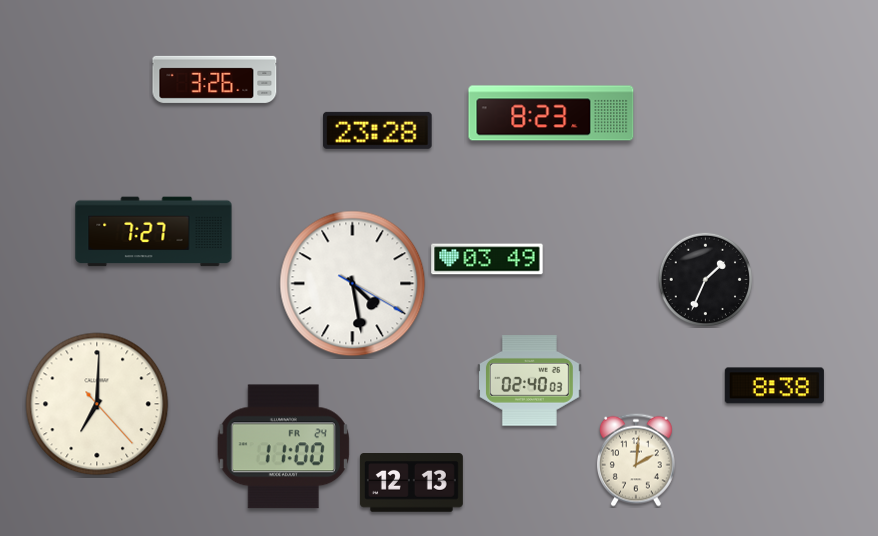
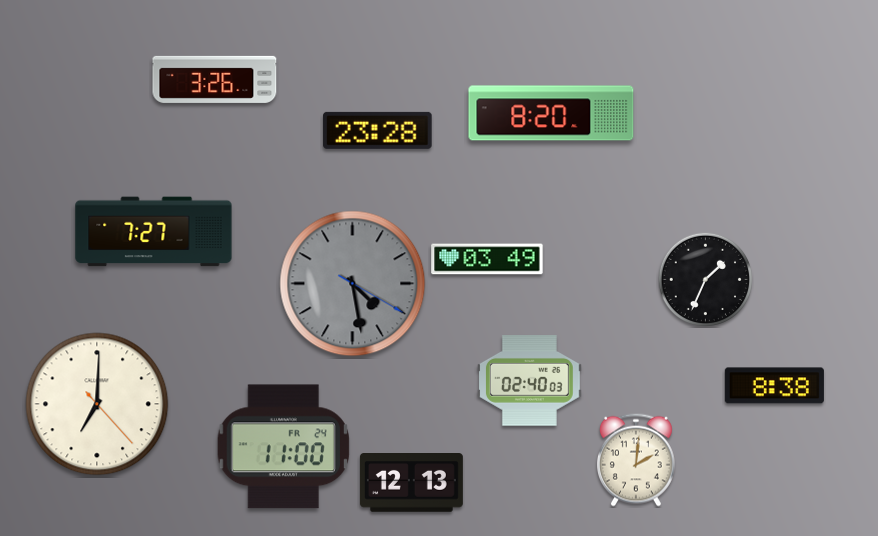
clock at (551, 113): 8:23 -> 8:20
clock at (353, 284) dial: white -> grey
